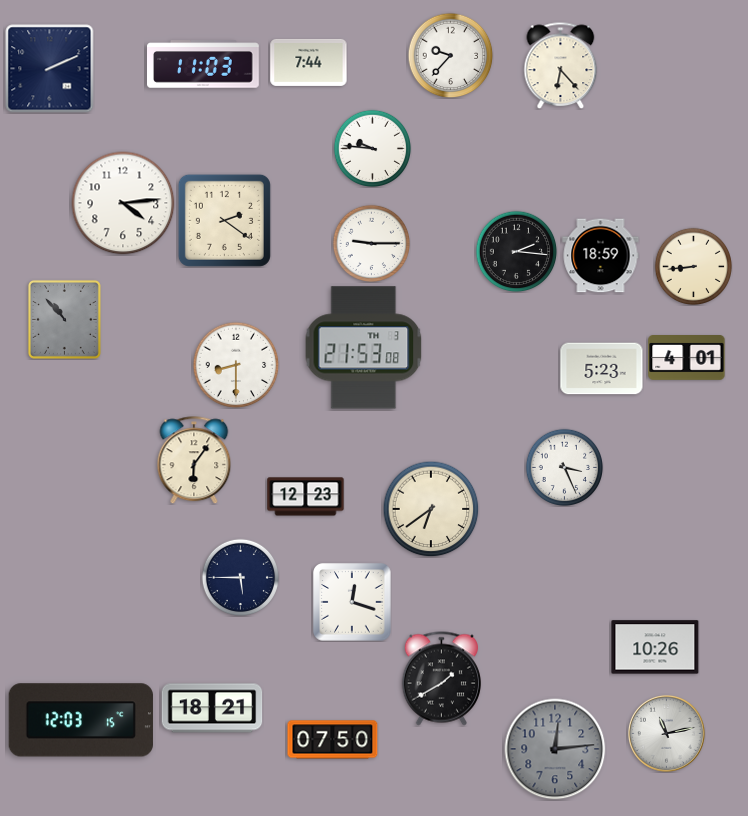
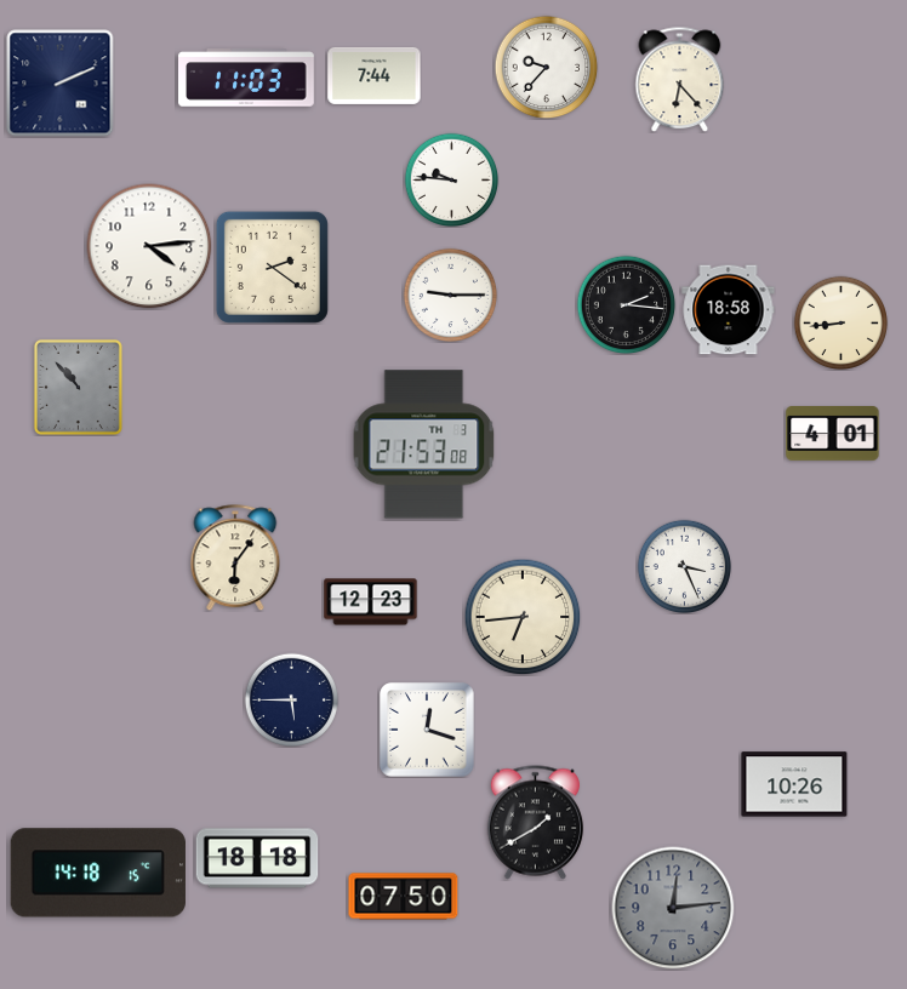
clock at (601, 256): 18:59 -> 18:58
clock at (364, 348) position: (364, 348) -> (424, 445)
clock at (236, 365): 8:30 -> none
clock at (602, 369): 5:23 -> none
clock at (431, 509): 6:39 -> 6:44
clock at (212, 708): 18:21 -> 18:18
clock at (81, 720): 12:03 -> 14:18
clock at (666, 733): 11:13 -> none
